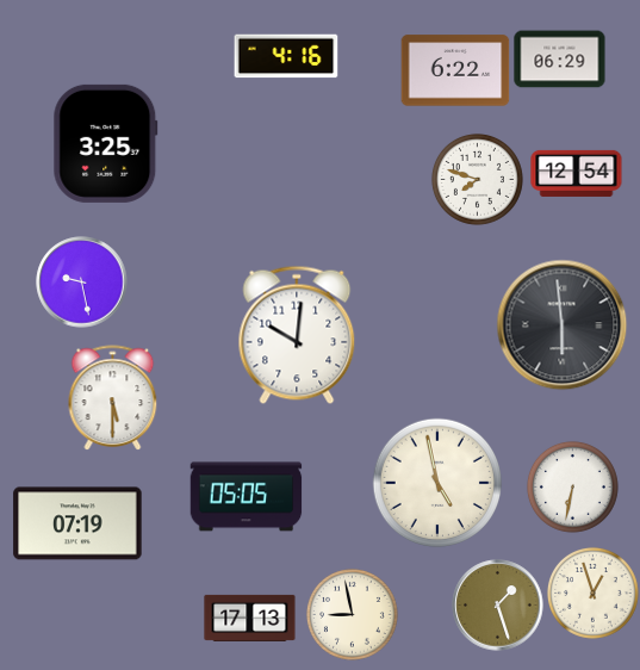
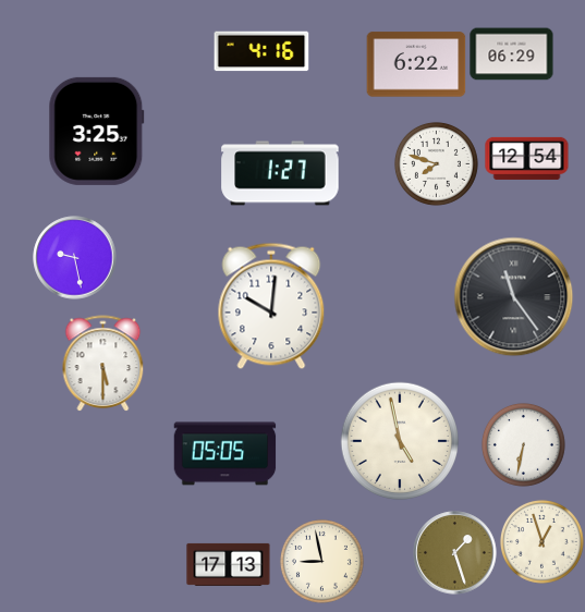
clock at (280, 173): none -> 1:27
clock at (563, 325): 5:59 -> 11:24
clock at (77, 523): 07:19 -> none
